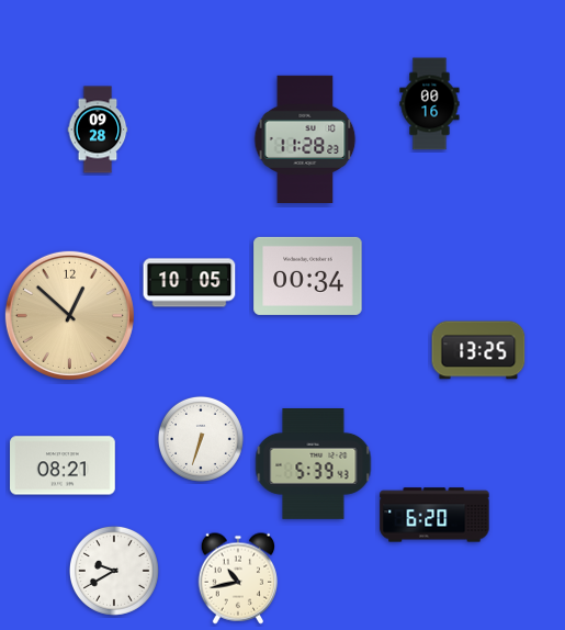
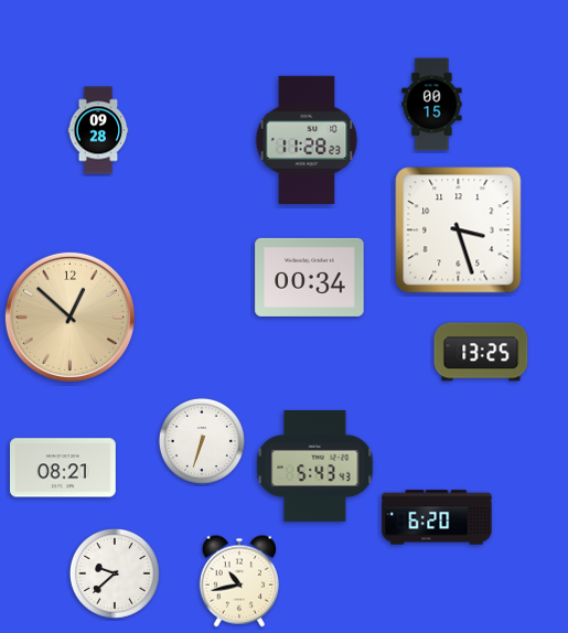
clock at (430, 104): 00:16 -> 00:15
clock at (459, 230): none -> 3:27
clock at (190, 283): 10:05 -> none
clock at (314, 464): 5:39 -> 5:43
clock at (114, 571): 9:40 -> 9:38
